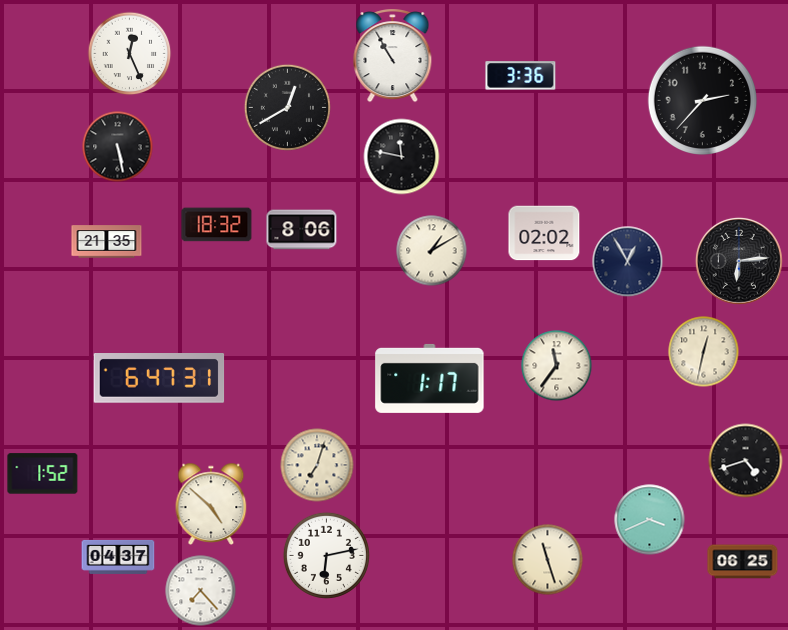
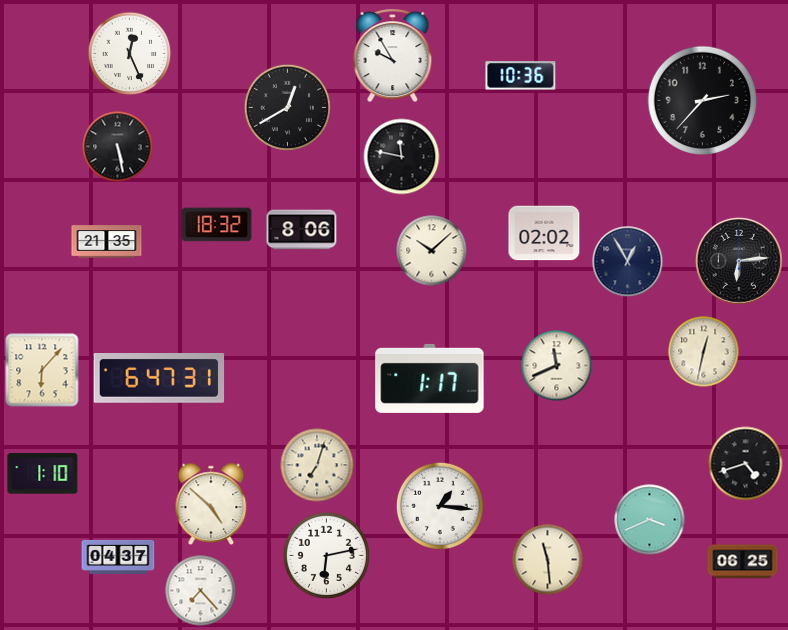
clock at (393, 56): 10:55 -> 9:55
clock at (521, 76): 3:36 -> 10:36
clock at (432, 251): 1:10 -> 10:08
clock at (557, 366): 11:36 -> 11:41
clock at (42, 370): none -> 6:07
clock at (746, 461) position: (746, 461) -> (746, 464)
clock at (43, 474): 1:52 -> 1:10
clock at (440, 506): none -> 1:16
clock at (548, 560): 11:27 -> 11:29
